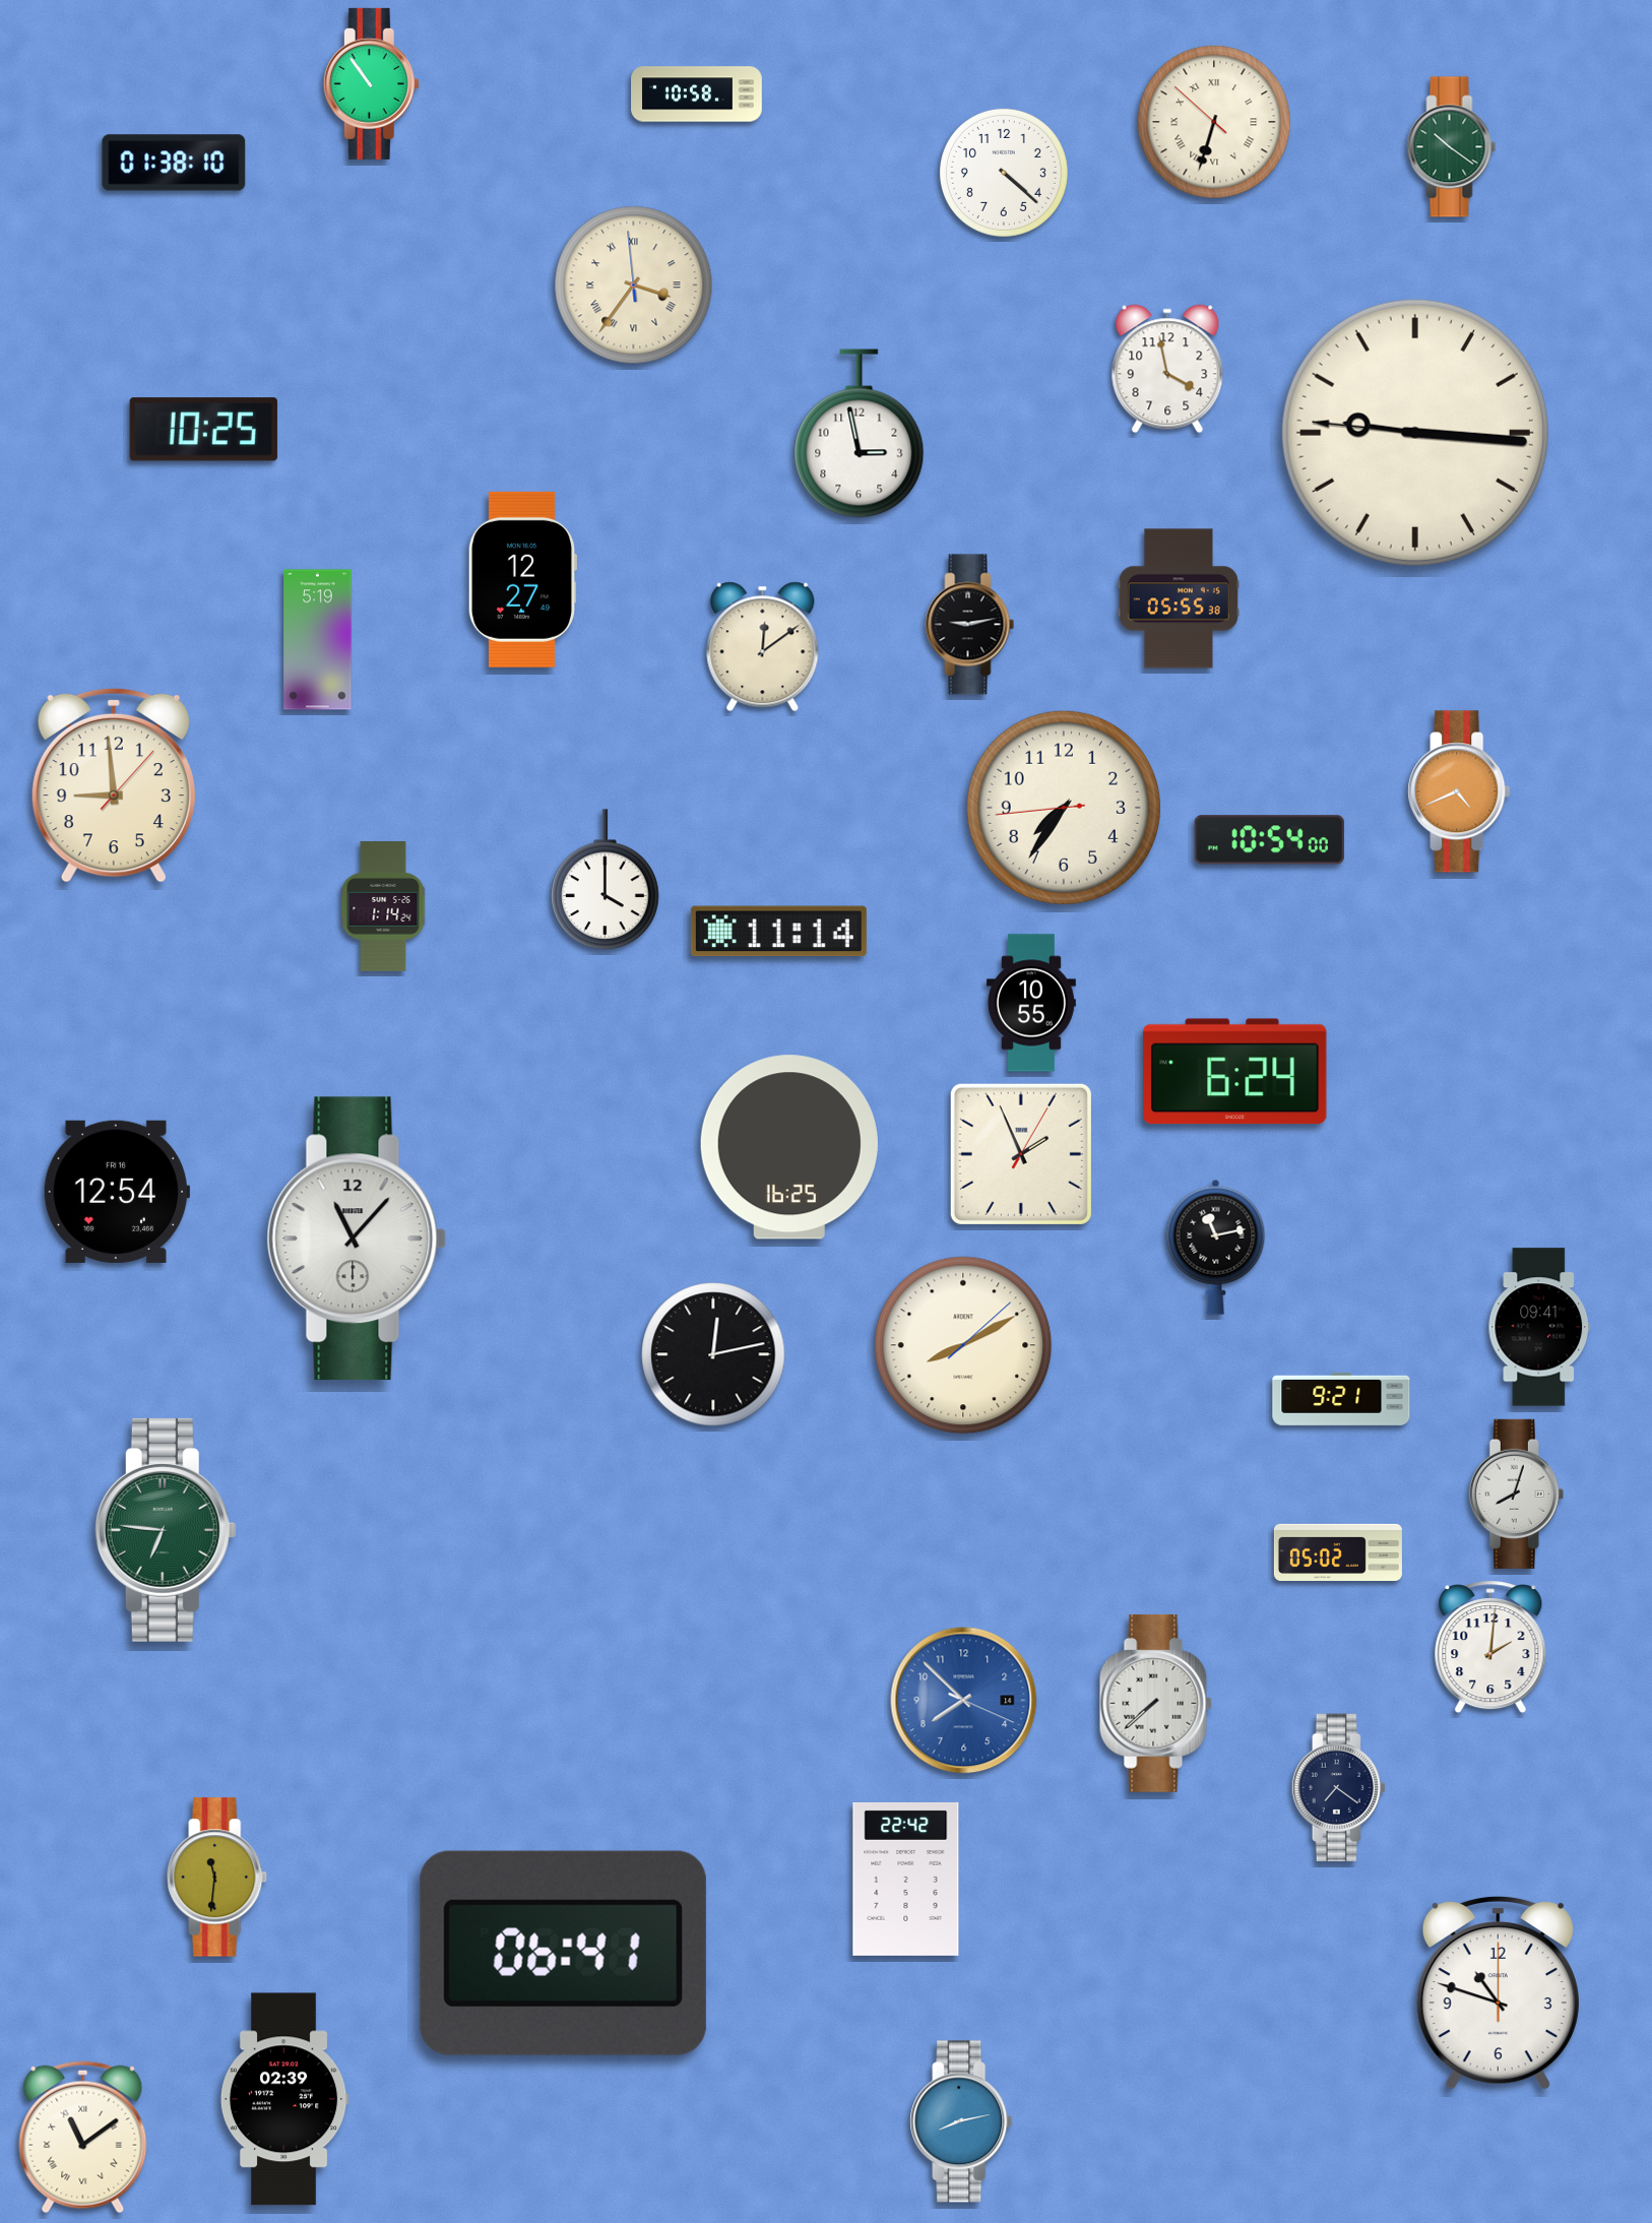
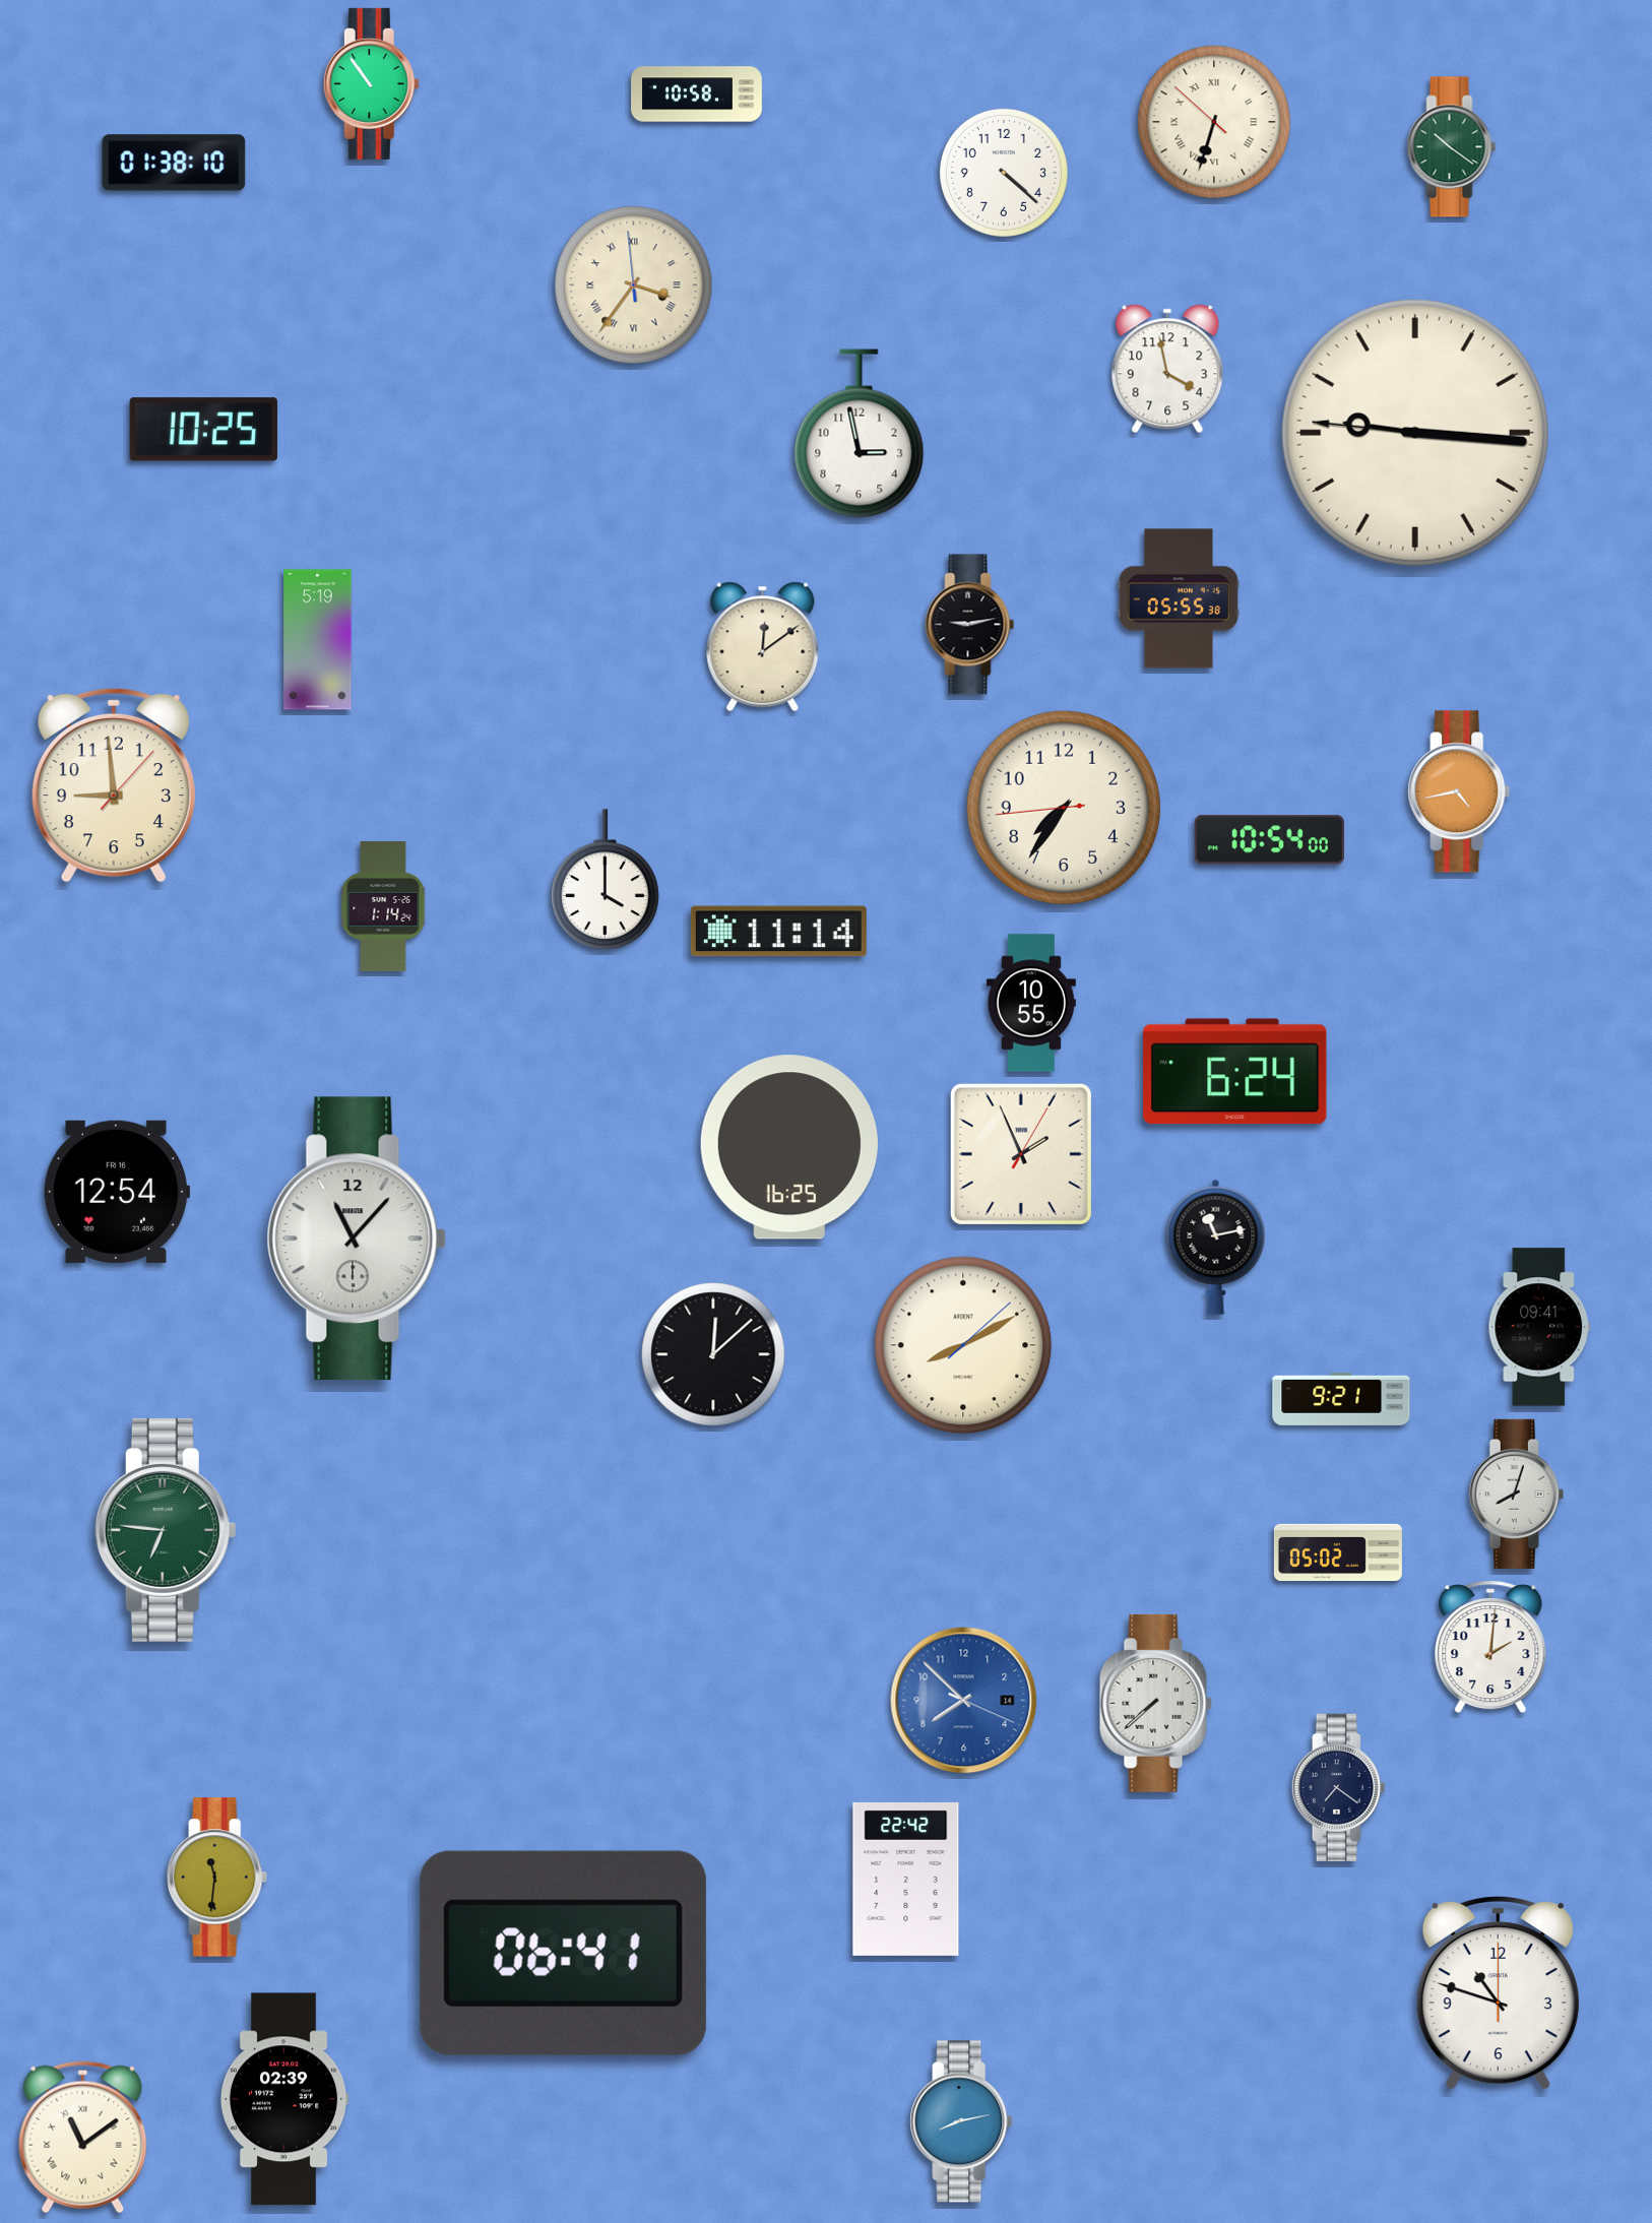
clock at (522, 579): 12:27 -> none
clock at (1459, 791): 4:41 -> 4:43
clock at (713, 1354): 12:13 -> 12:08
